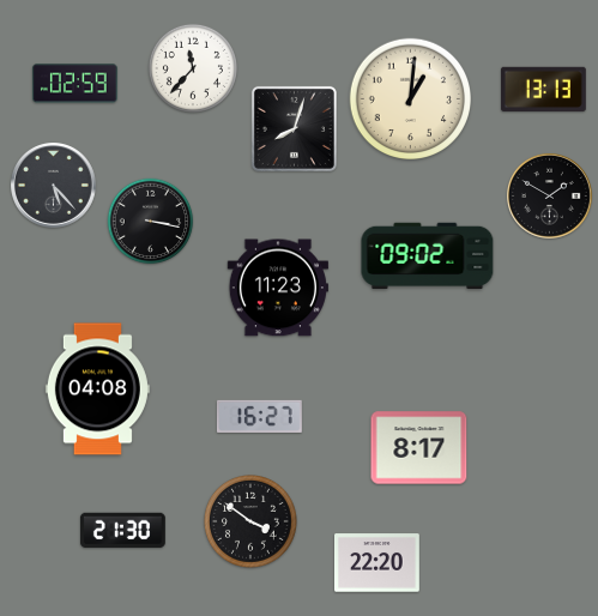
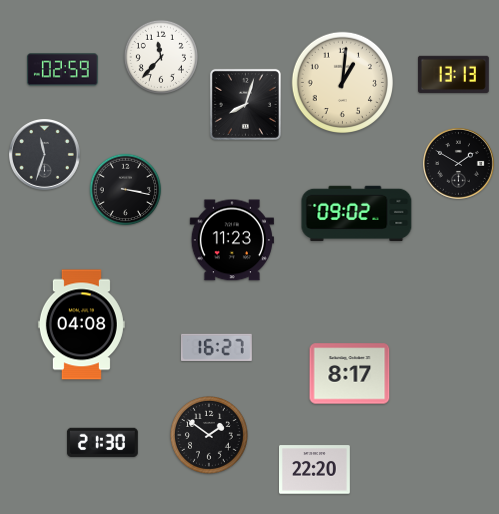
clock at (294, 128) position: (294, 128) -> (245, 104)
clock at (54, 186): 5:23 -> 11:33
clock at (151, 222) position: (151, 222) -> (126, 190)
clock at (252, 523): 3:51 -> 1:51
